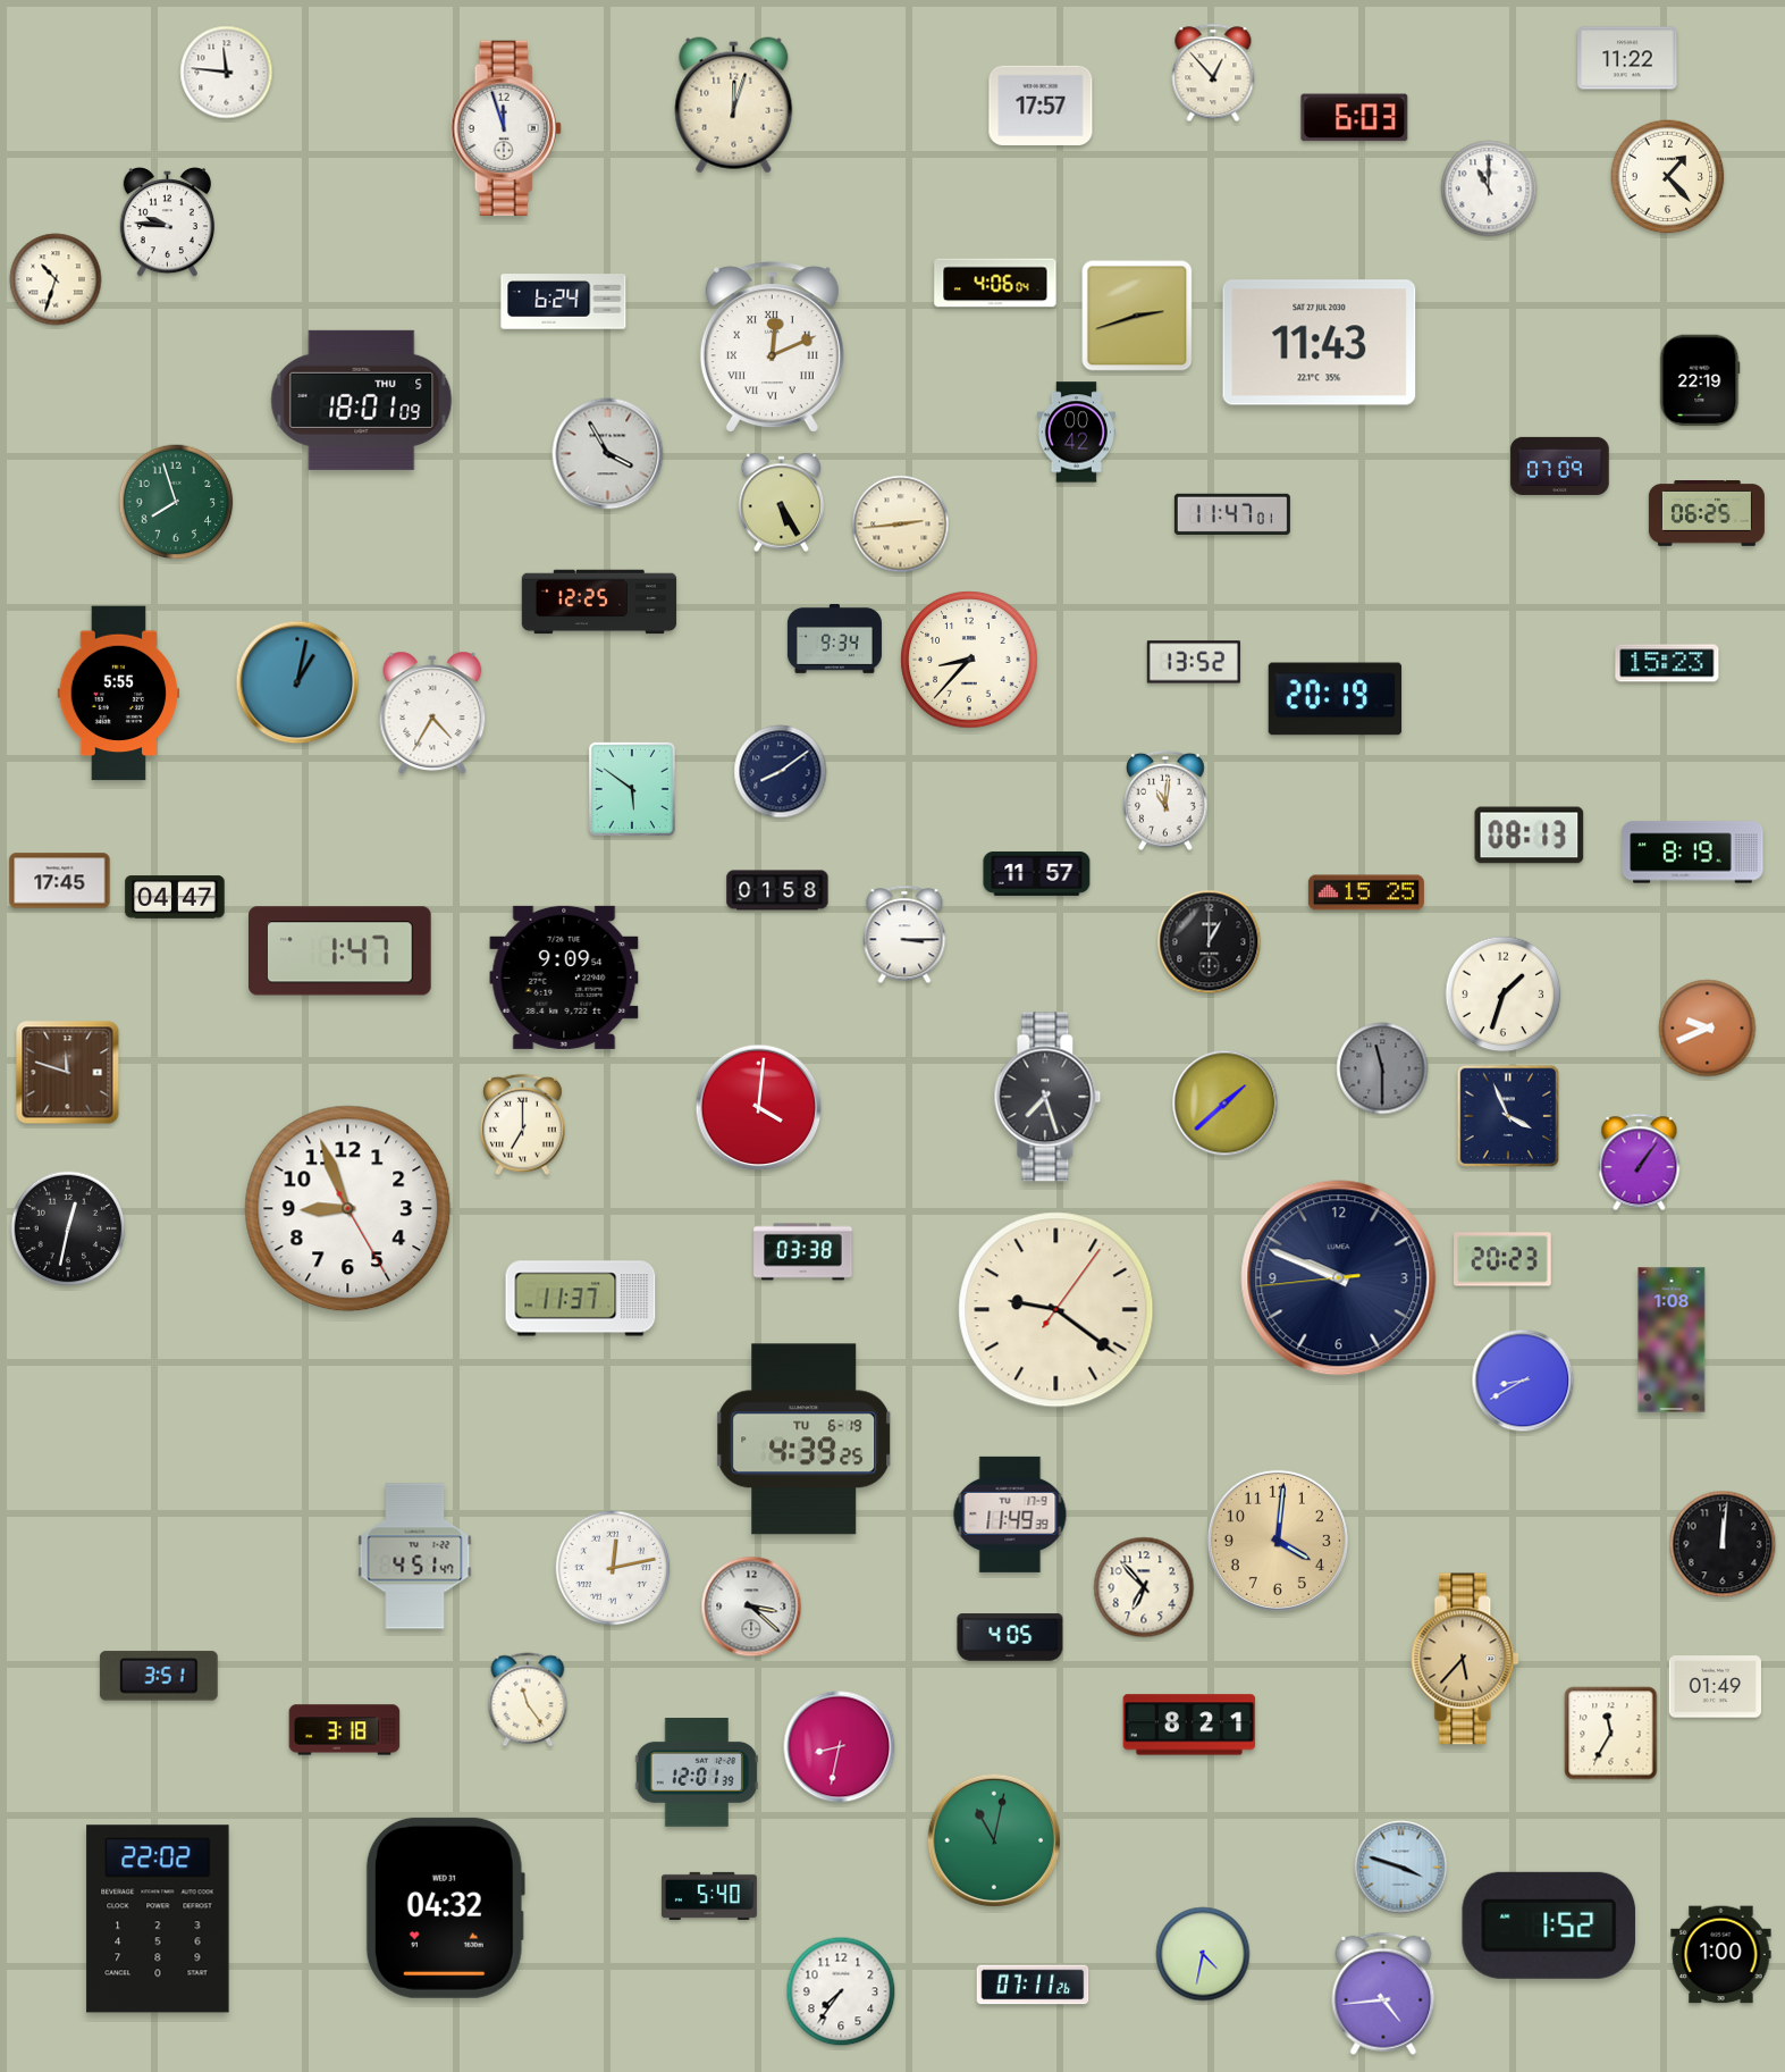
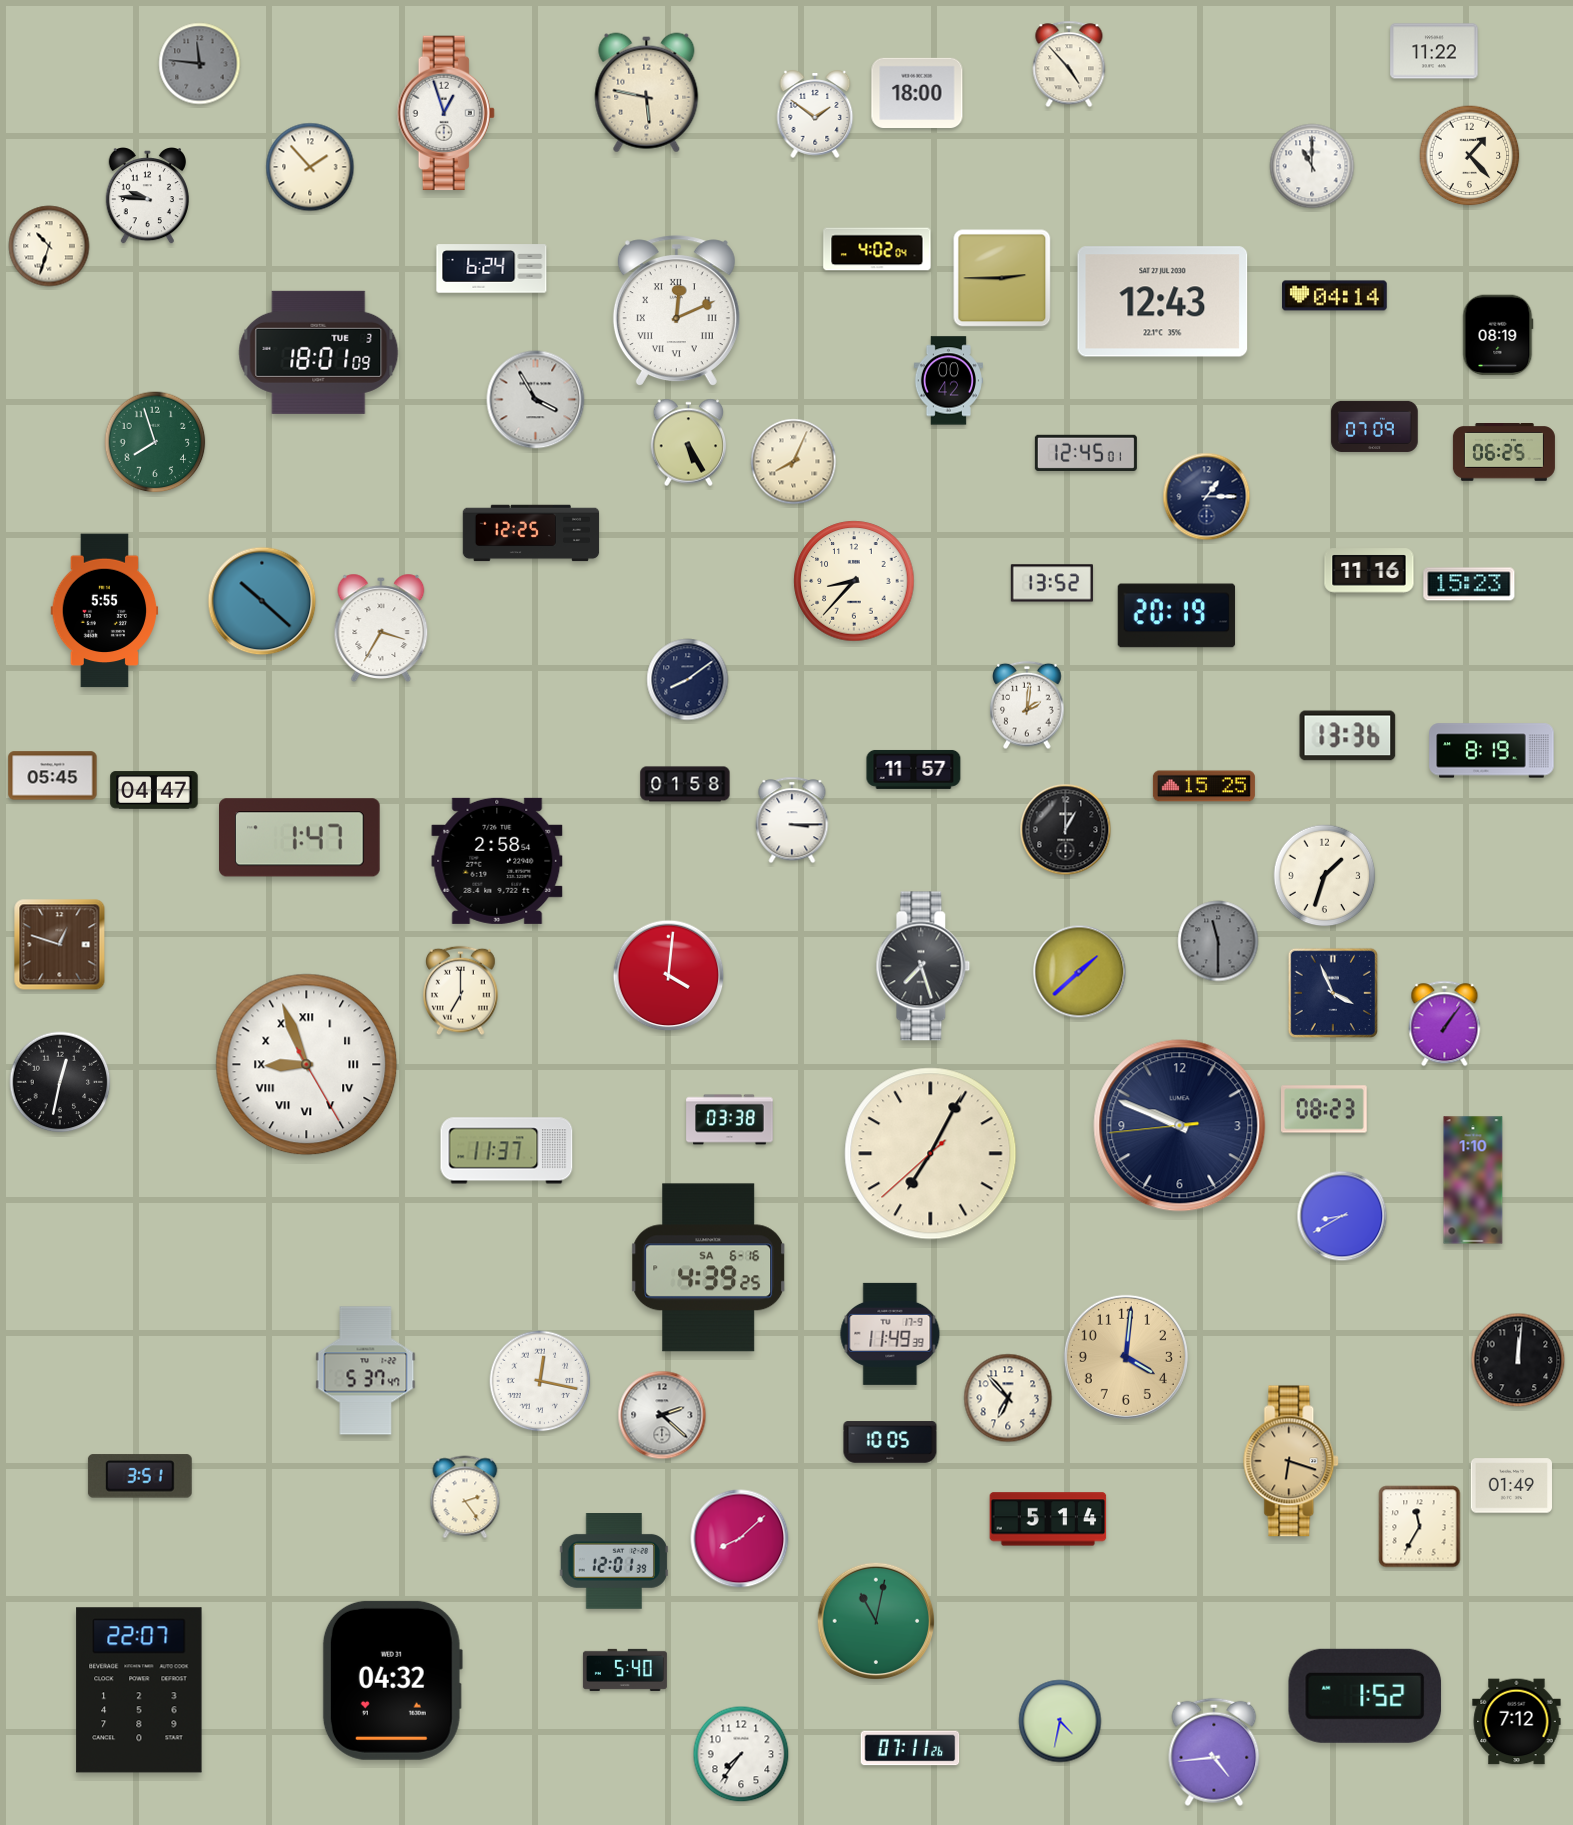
clock at (227, 73) dial: white -> grey
clock at (1213, 73): 12:53 -> 4:53
clock at (1041, 104): 17:57 -> 18:00
clock at (734, 106): 12:03 -> 5:47
clock at (1355, 118): 6:03 -> none
clock at (506, 128): 11:57 -> 12:57
clock at (815, 114): none -> 1:51
clock at (310, 167): none -> 1:53
clock at (995, 283): 4:06 -> 4:02
clock at (564, 302) position: (564, 302) -> (492, 269)
clock at (1137, 316): 2:42 -> 2:45
clock at (1335, 296): none -> 04:14
clock at (1320, 343): 11:43 -> 12:43
clock at (772, 346) position: (772, 346) -> (676, 310)
clock at (1700, 380): 22:19 -> 08:19
clock at (362, 400) date: THU 5 -> TUE 3
clock at (1560, 465) position: (1560, 465) -> (1375, 426)
clock at (1232, 514): 11:47 -> 12:45
clock at (901, 525): 2:44 -> 8:04
clock at (1207, 497): none -> 1:15
clock at (599, 602) position: (599, 602) -> (531, 533)
clock at (834, 638): 9:34 -> none
clock at (1369, 571): none -> 11:16
clock at (297, 682): 1:02 -> 10:22
clock at (432, 713): 4:35 -> 3:35
clock at (632, 789): 5:51 -> none
clock at (1165, 800): 11:01 -> 2:01
clock at (1530, 836): 08:13 -> 13:36
clock at (60, 881): 17:45 -> 05:45
clock at (904, 934) position: (904, 934) -> (792, 820)
clock at (564, 978): 9:09 -> 2:58
clock at (1708, 1029): 9:41 -> none
clock at (68, 1073): 11:48 -> 12:48
clock at (1507, 1115) position: (1507, 1115) -> (1332, 992)
clock at (348, 1209) numerals: Arabic -> Roman
clock at (803, 1252) position: (803, 1252) -> (730, 1120)
clock at (1504, 1259): 20:23 -> 08:23
clock at (581, 1299) position: (581, 1299) -> (507, 1151)
clock at (1056, 1310): 9:21 -> 7:04
clock at (1672, 1340): 1:08 -> 1:10
clock at (805, 1440) date: TU 6-19 -> SA 6-16
clock at (415, 1557): 4:51 -> 5:37
clock at (613, 1568): 12:13 -> 12:17
clock at (751, 1607): 3:22 -> 2:22
clock at (1010, 1637): 4:05 -> 10:05
clock at (1466, 1659): 5:37 -> 6:18
clock at (528, 1700): 11:24 -> 2:24
clock at (1189, 1725): 8:21 -> 5:14
clock at (345, 1730): 3:18 -> none
clock at (840, 1747): 8:32 -> 8:08
clock at (1401, 1868): 3:48 -> none
clock at (158, 1919): 22:02 -> 22:07
clock at (1721, 1955): 1:00 -> 7:12
clock at (1383, 1994) position: (1383, 1994) -> (1214, 1752)
